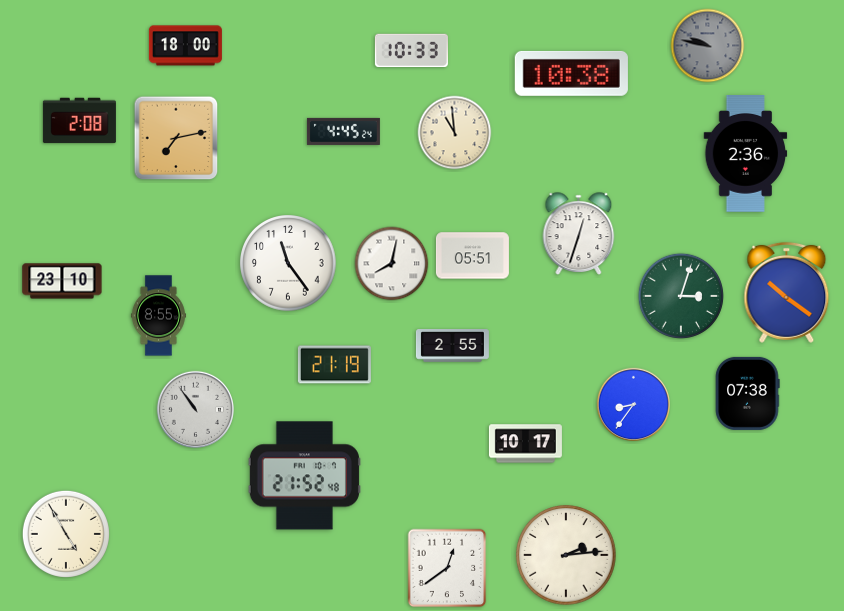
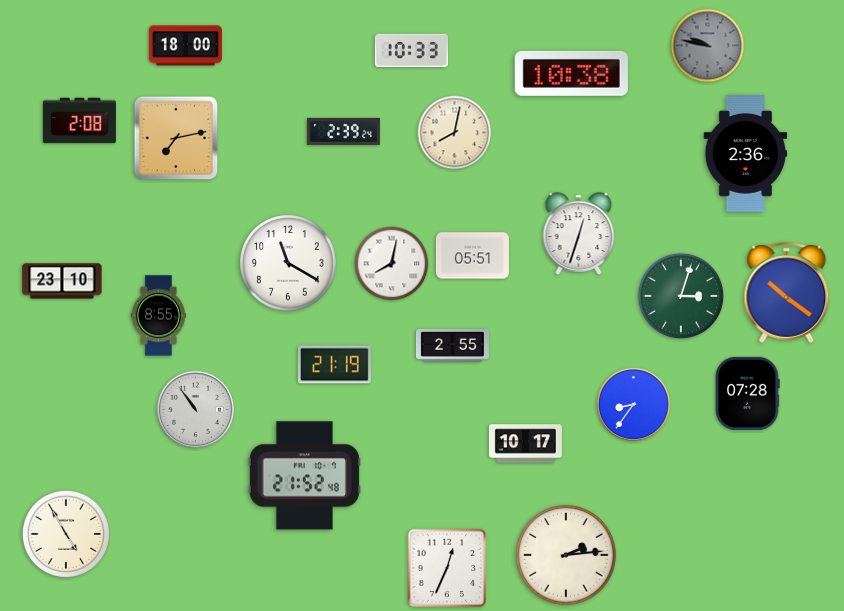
clock at (343, 131): 4:45 -> 2:39
clock at (455, 133): 10:59 -> 8:02
clock at (288, 264): 11:24 -> 11:20
clock at (748, 393): 07:38 -> 07:28
clock at (447, 568): 12:39 -> 12:34
